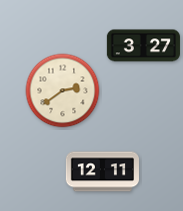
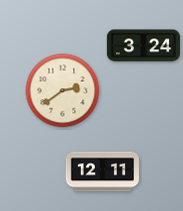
clock at (143, 46): 3:27 -> 3:24
